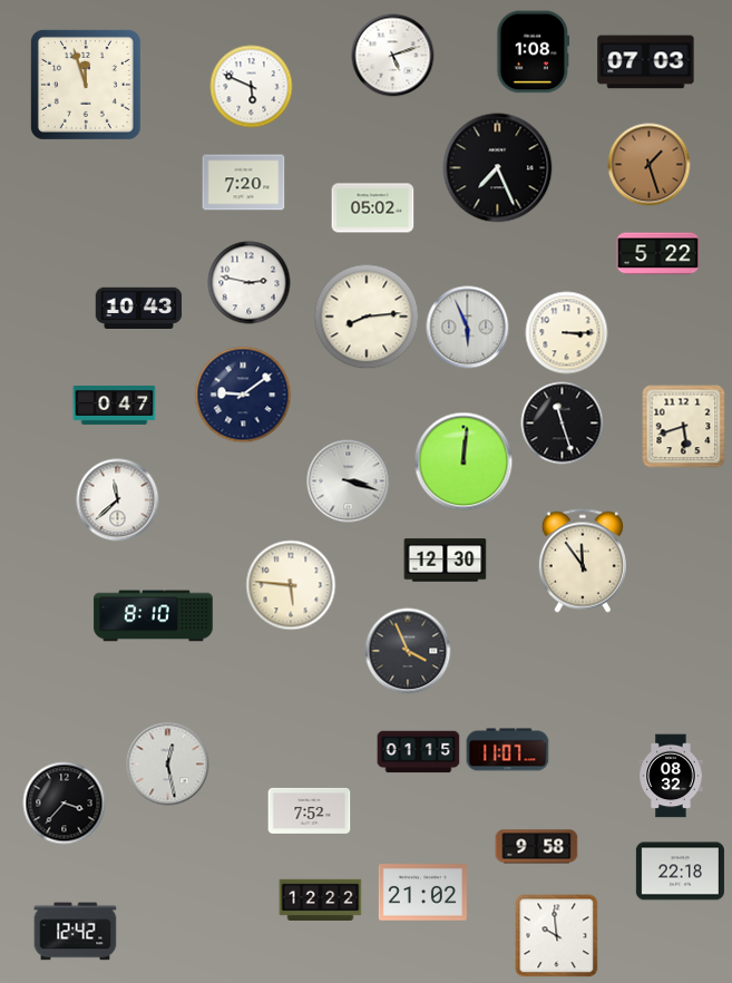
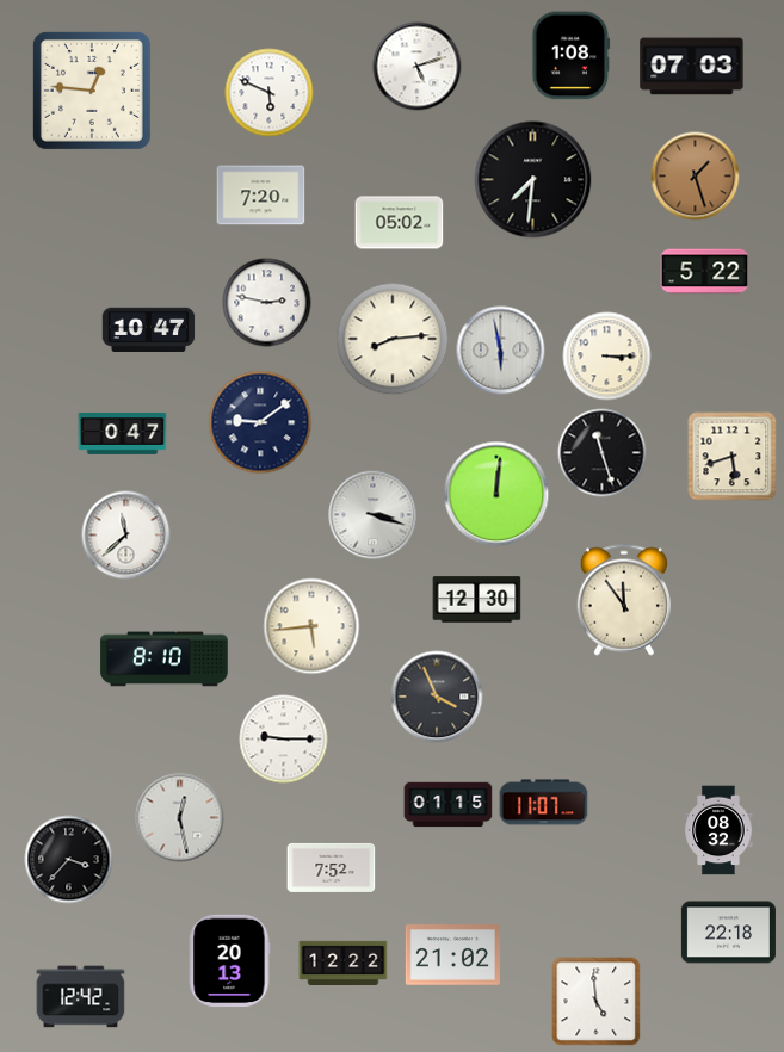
clock at (393, 56) position: (393, 56) -> (418, 67)
clock at (86, 85): 11:57 -> 12:46
clock at (498, 168): 7:26 -> 7:31
clock at (139, 308): 10:43 -> 10:47
clock at (468, 328): 5:56 -> 5:58
clock at (291, 585): 5:46 -> 5:44
clock at (284, 740): none -> 9:15
clock at (537, 847): 9:58 -> none
clock at (229, 961): none -> 20:13
clock at (557, 936): 9:59 -> 4:59
